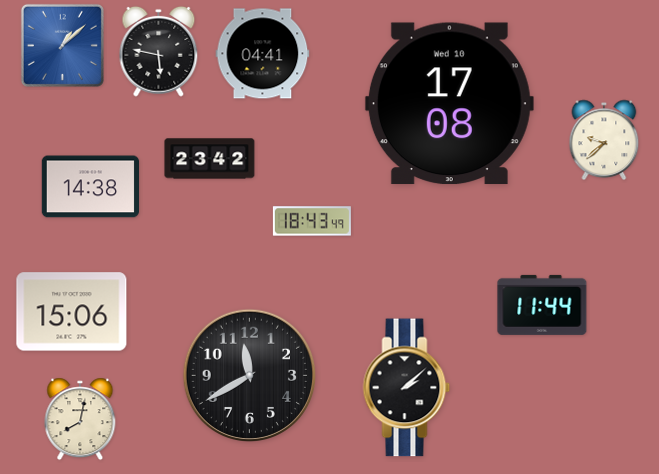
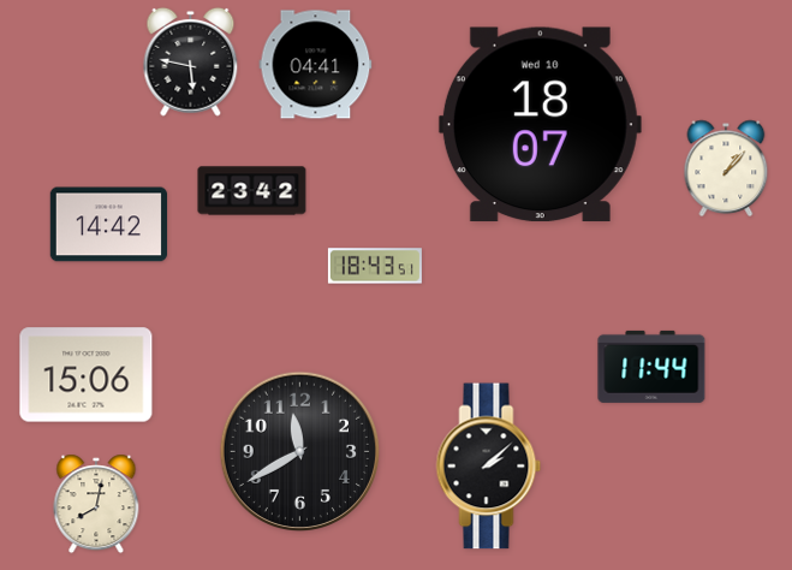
clock at (62, 45): 1:08 -> none
clock at (449, 104): 17:08 -> 18:07
clock at (604, 140): 9:38 -> 1:07
clock at (91, 187): 14:38 -> 14:42
clock at (312, 221): 18:43:49 -> 18:43:51
